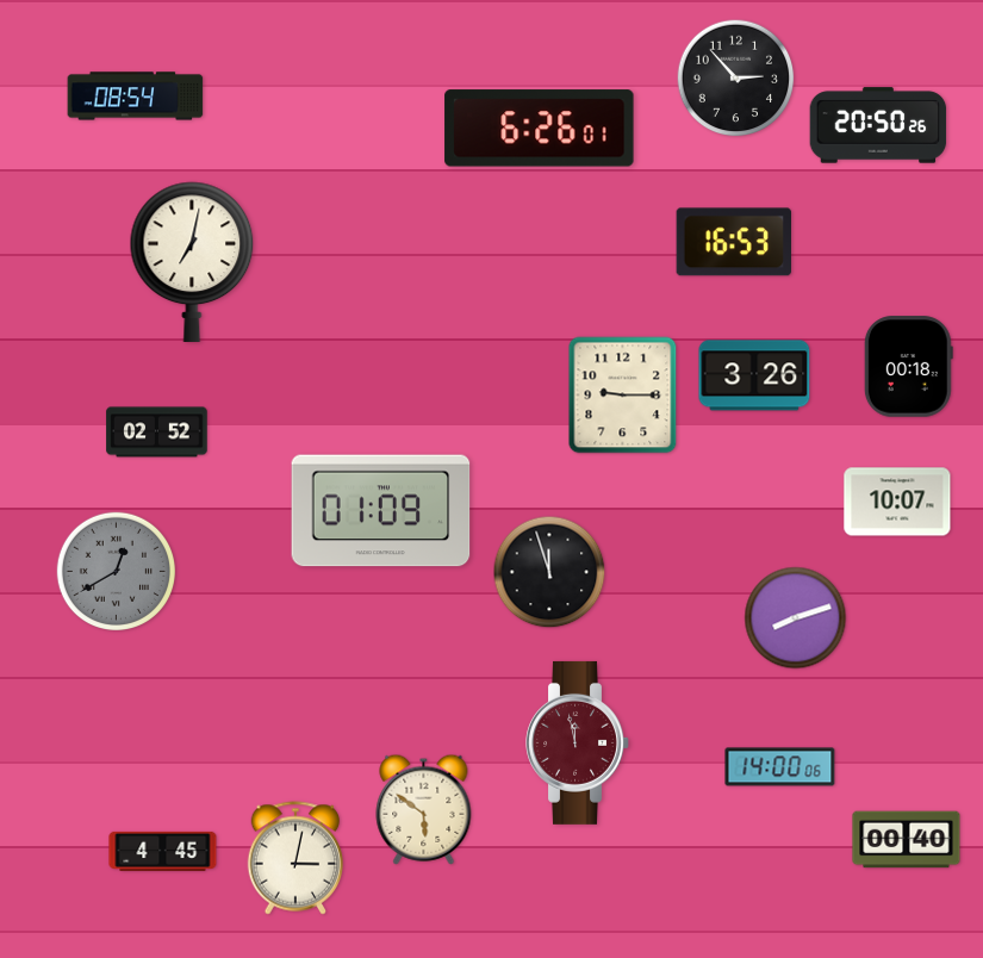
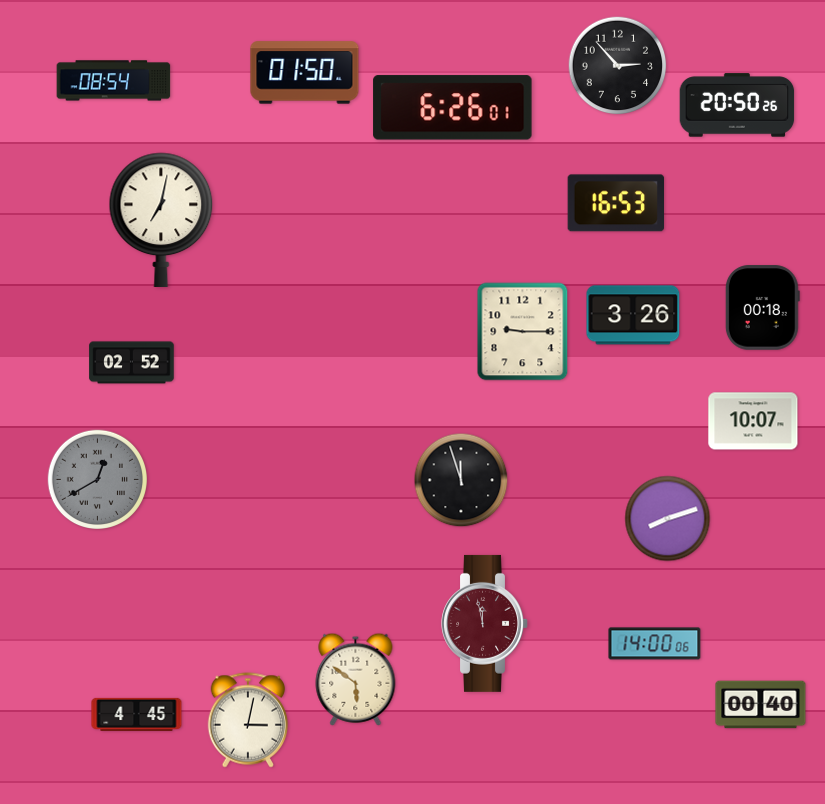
clock at (305, 73): none -> 01:50
clock at (381, 511): 01:09 -> none
